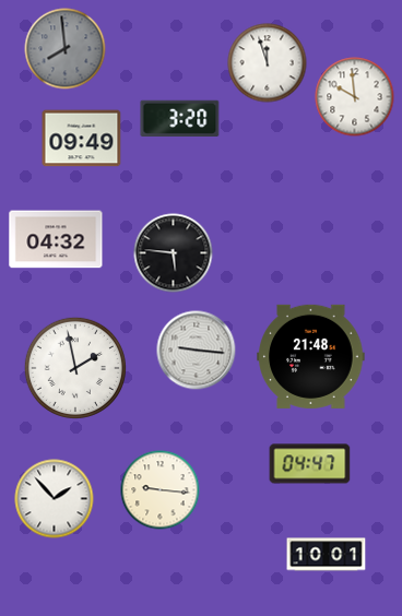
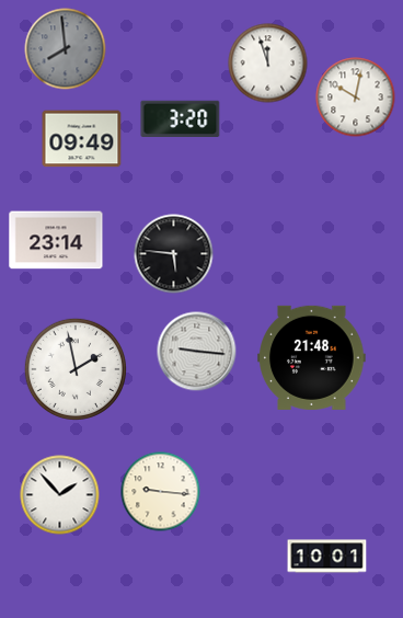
clock at (355, 97): 9:59 -> 10:02
clock at (56, 239): 04:32 -> 23:14
clock at (310, 464): 04:47 -> none
clock at (55, 499) position: (55, 499) -> (60, 495)
